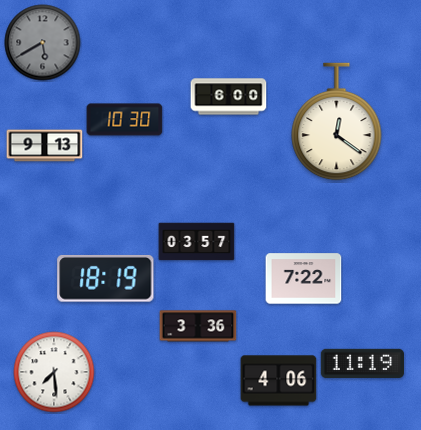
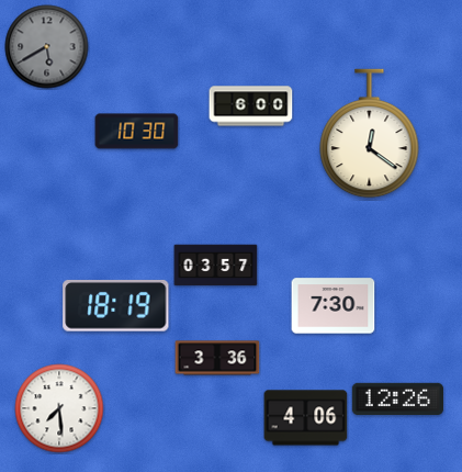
clock at (45, 146): 9:13 -> none
clock at (304, 279): 7:22 -> 7:30
clock at (362, 363): 11:19 -> 12:26
